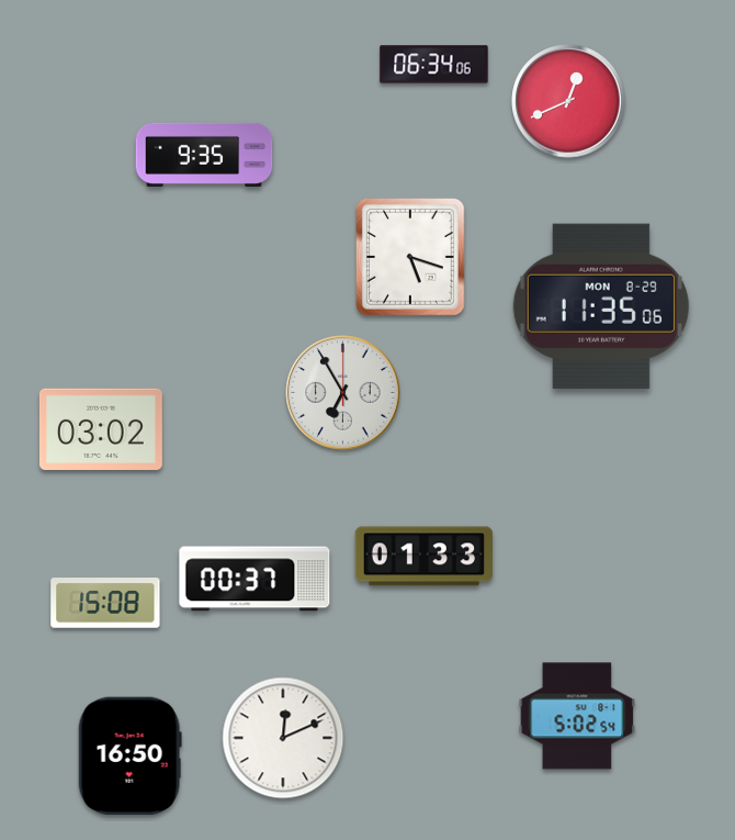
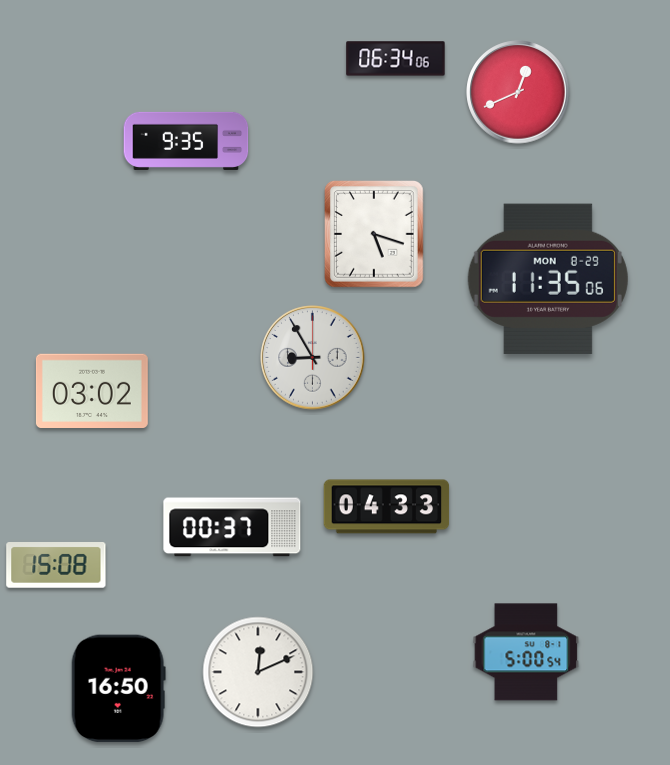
clock at (343, 393): 6:55 -> 8:55
clock at (425, 557): 01:33 -> 04:33
clock at (105, 604) position: (105, 604) -> (56, 566)
clock at (577, 716): 5:02 -> 5:00
